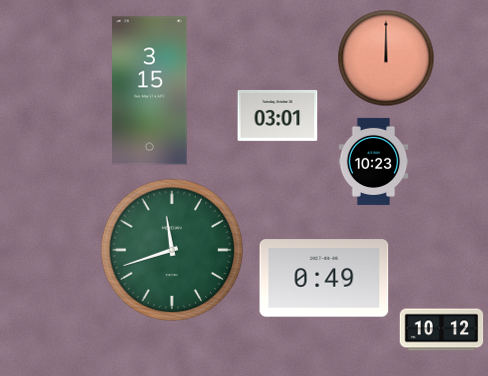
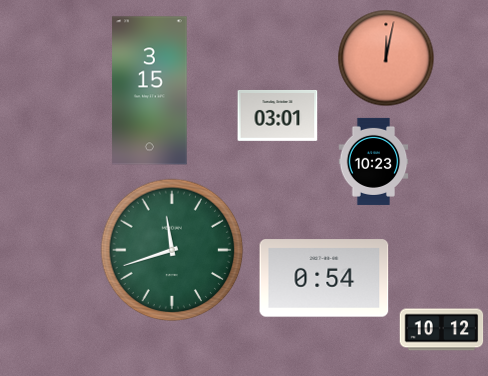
clock at (386, 58): 12:00 -> 12:02
clock at (324, 278): 0:49 -> 0:54
